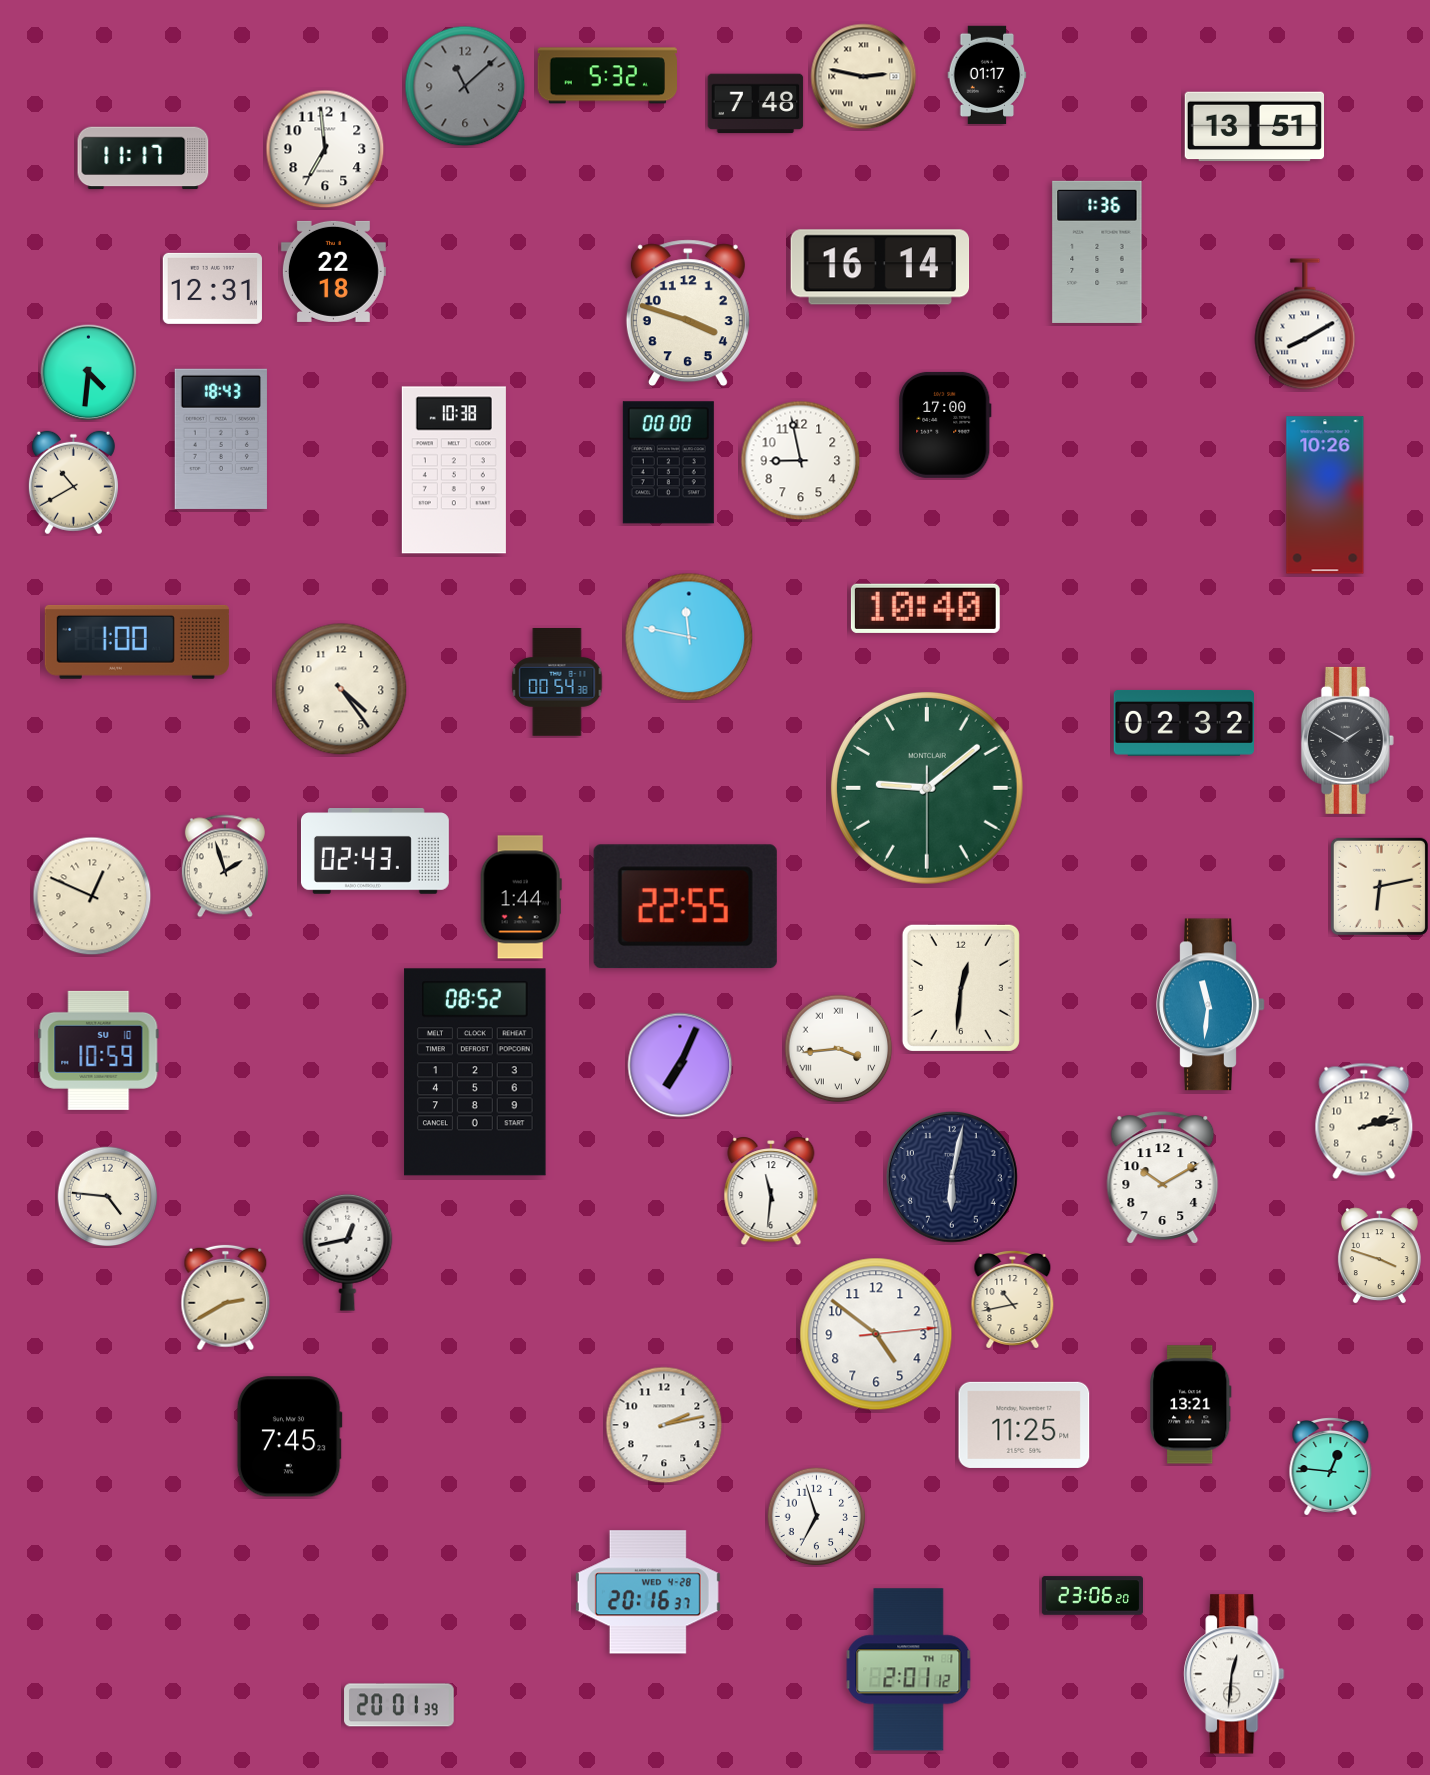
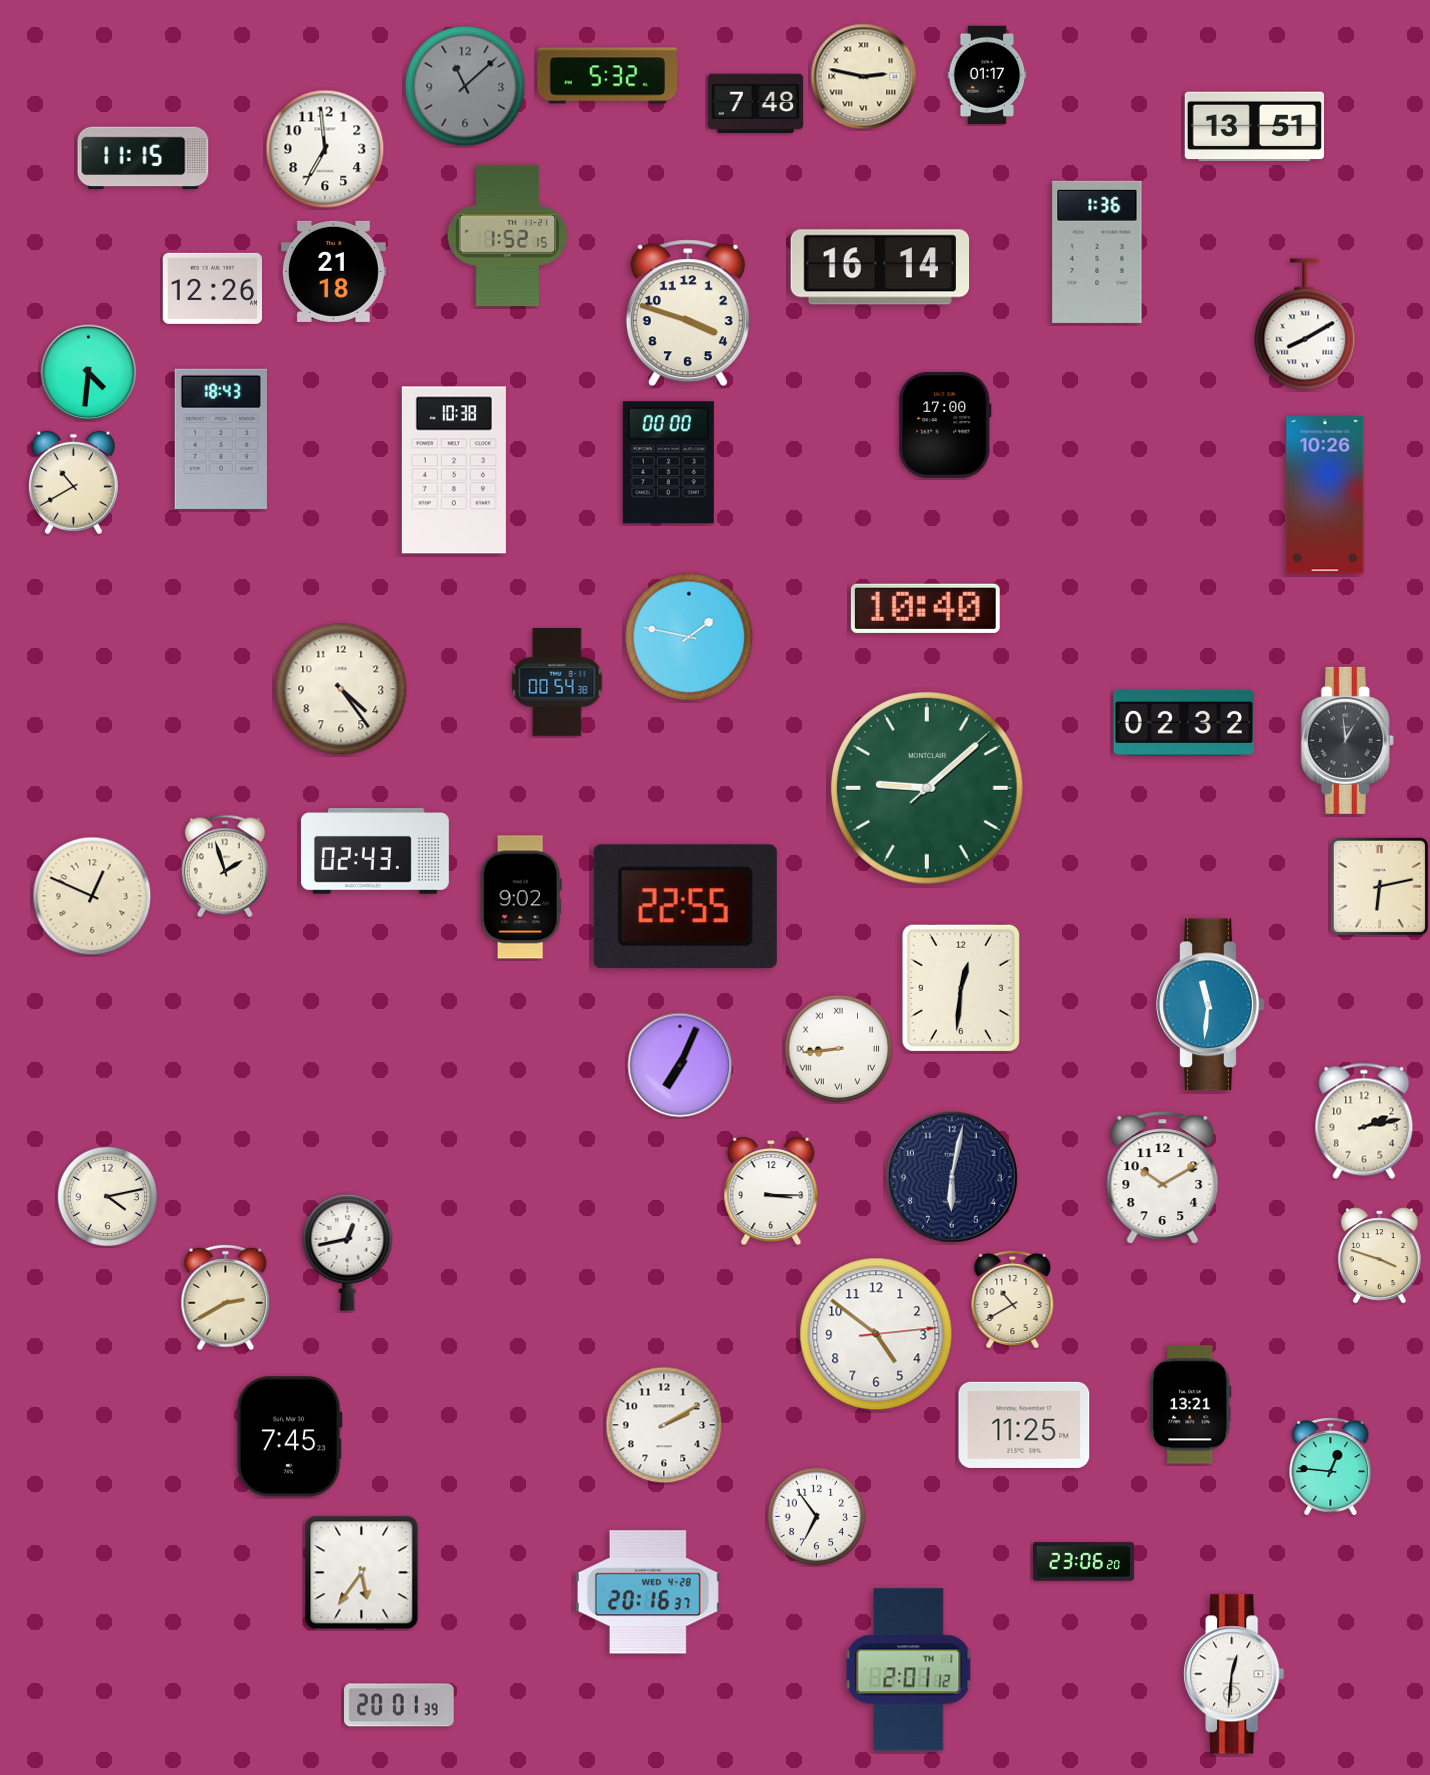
clock at (143, 158): 11:17 -> 11:15
clock at (508, 235): none -> 1:52
clock at (333, 271): 22:18 -> 21:18
clock at (212, 288): 12:31 -> 12:26
clock at (801, 461): 8:58 -> none
clock at (689, 637): 11:47 -> 1:47
clock at (137, 642): 1:00 -> none
clock at (1347, 740): 1:50 -> 12:59
clock at (927, 788): 9:08:30 -> 9:08:08
clock at (521, 897): 1:44 -> 9:02
clock at (839, 1049): 3:44 -> 8:44
clock at (99, 1050): 10:59 -> none
clock at (475, 1072): 08:52 -> none
clock at (771, 1191): 11:31 -> 3:15
clock at (108, 1197): 4:46 -> 4:13
clock at (1013, 1300): 10:43 -> 10:40
clock at (664, 1425): 2:13 -> 2:10
clock at (817, 1517): 6:57 -> 6:54
clock at (362, 1573): none -> 5:36
clock at (1092, 1596) position: (1092, 1596) -> (1083, 1562)
